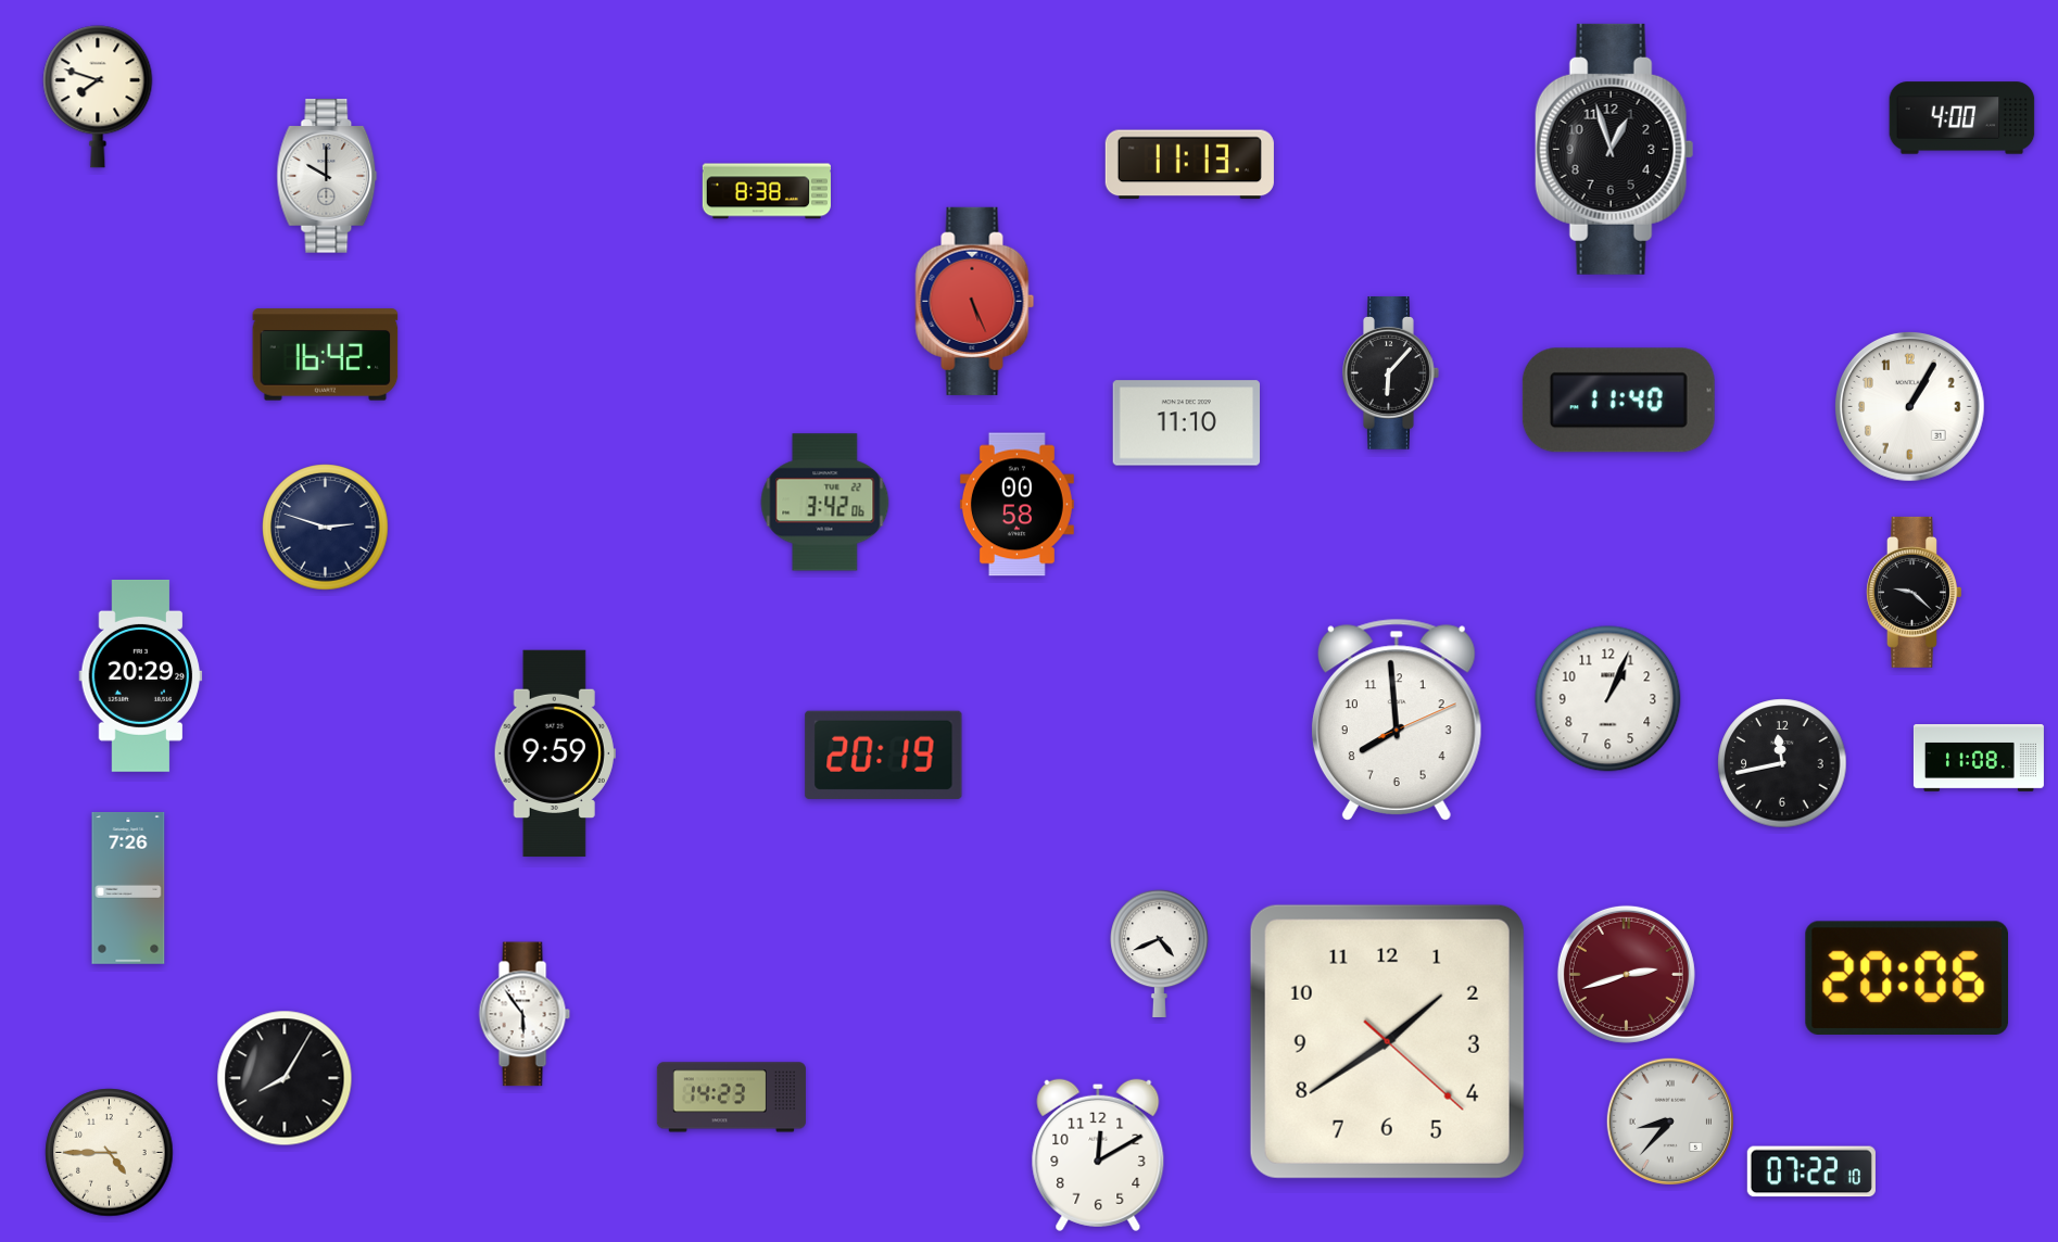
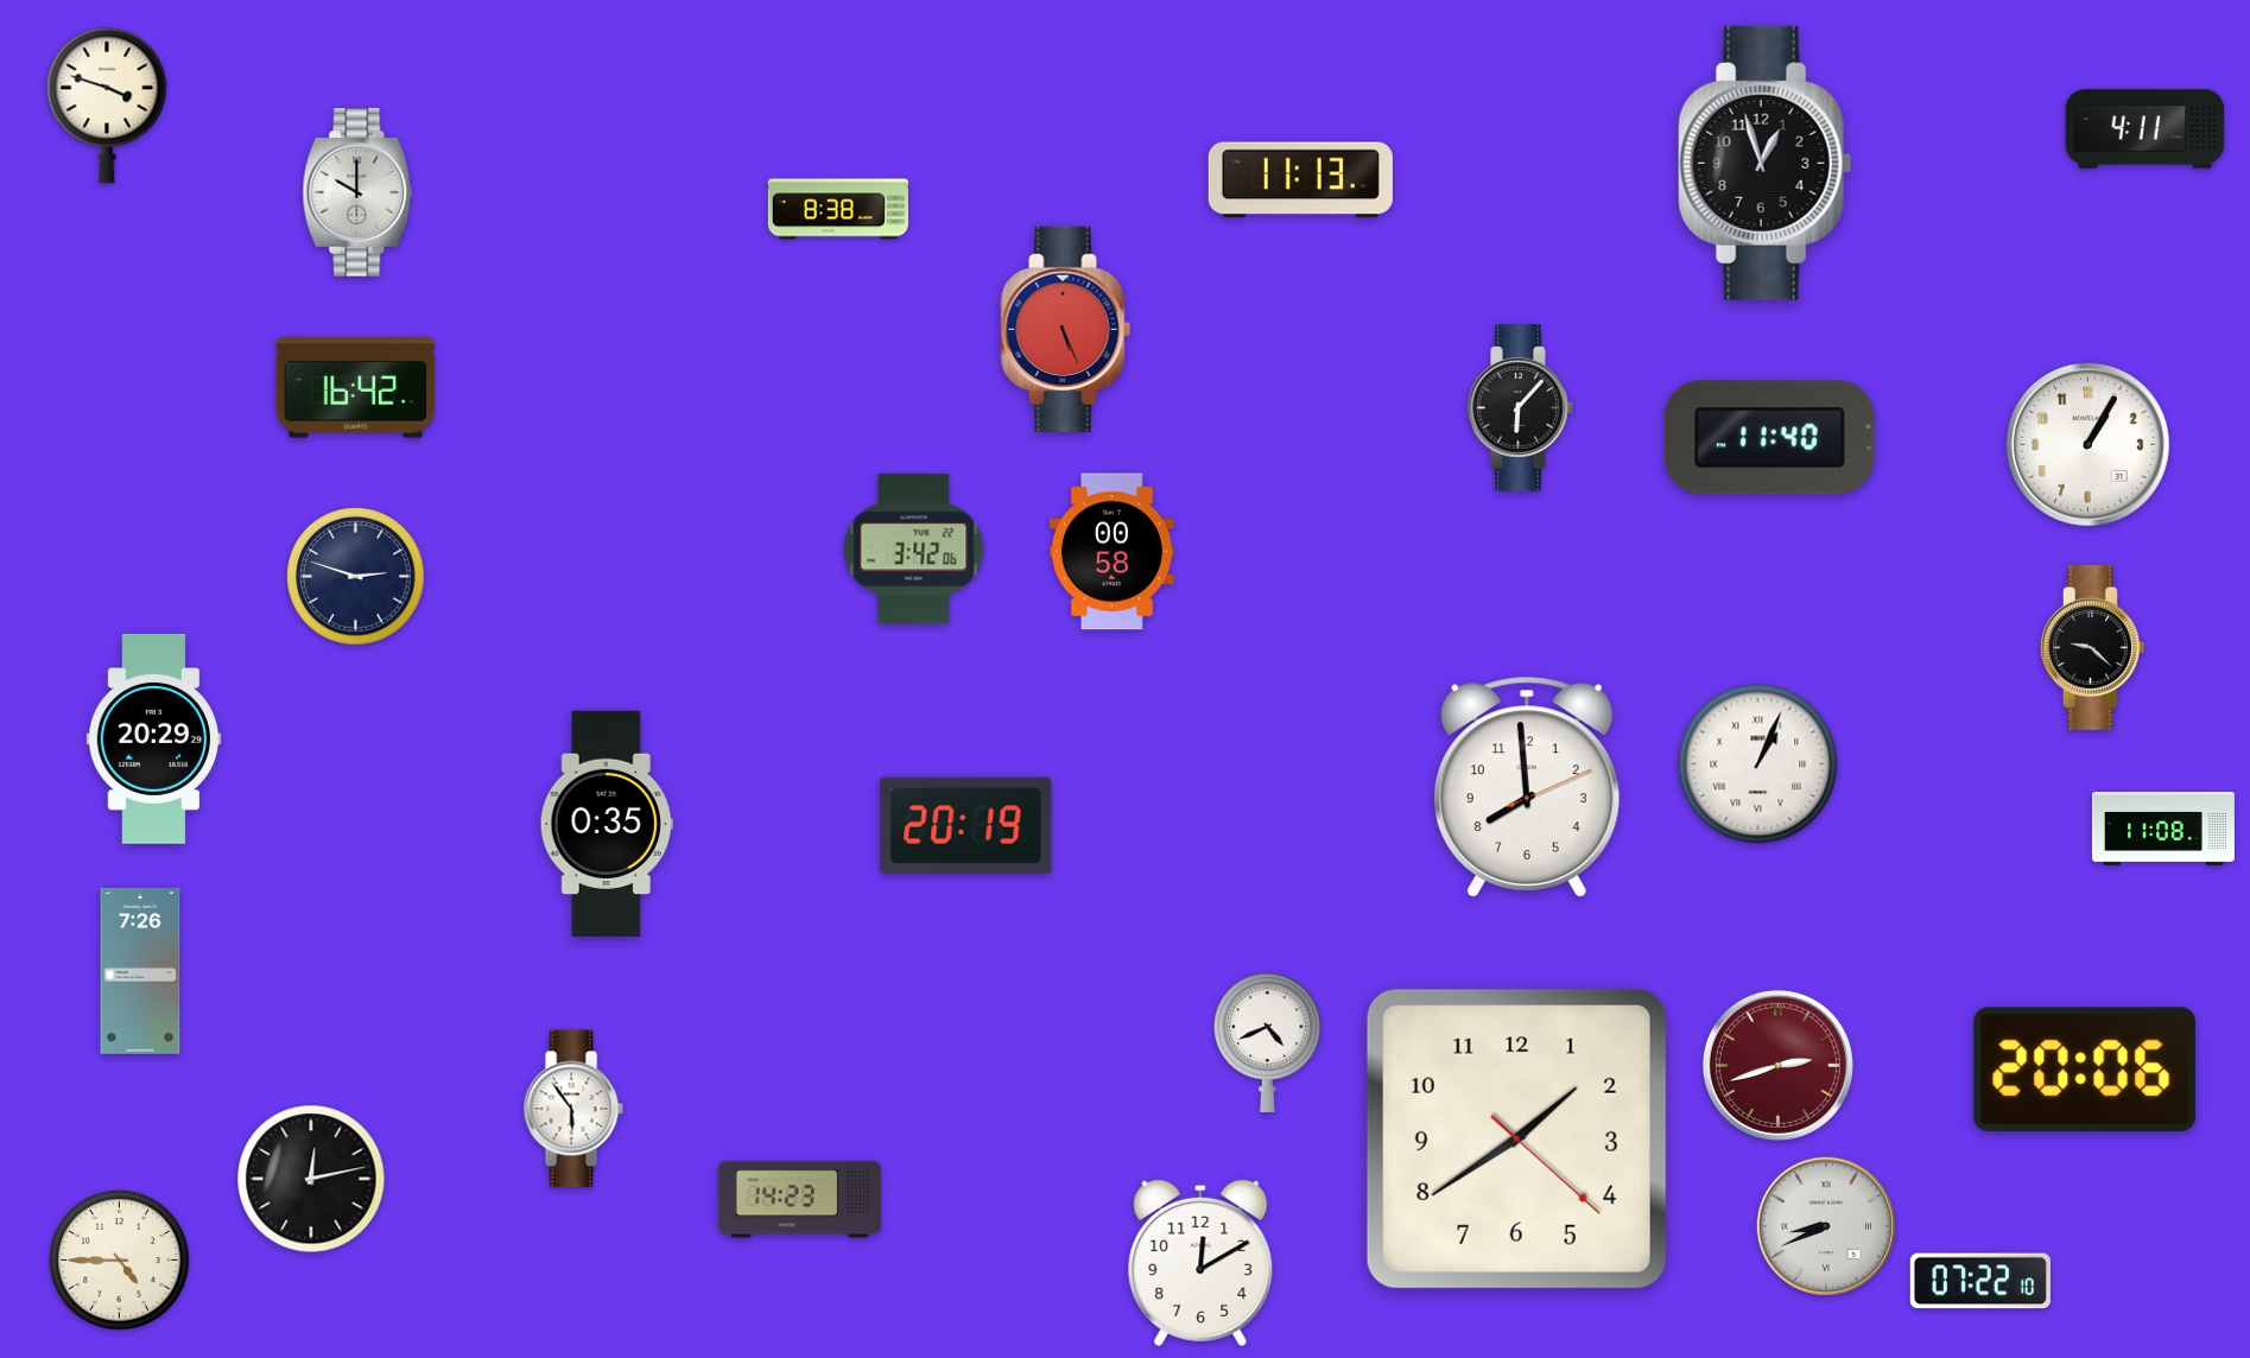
clock at (98, 97): 7:48 -> 3:48
clock at (1962, 118): 4:00 -> 4:11
clock at (1186, 423): 11:10 -> none
clock at (825, 503) position: (825, 503) -> (914, 550)
clock at (1608, 699) numerals: Arabic -> Roman
clock at (555, 753): 9:59 -> 0:35
clock at (1782, 763): 11:43 -> none
clock at (285, 1078): 8:05 -> 12:13
clock at (1670, 1121): 8:37 -> 8:41
